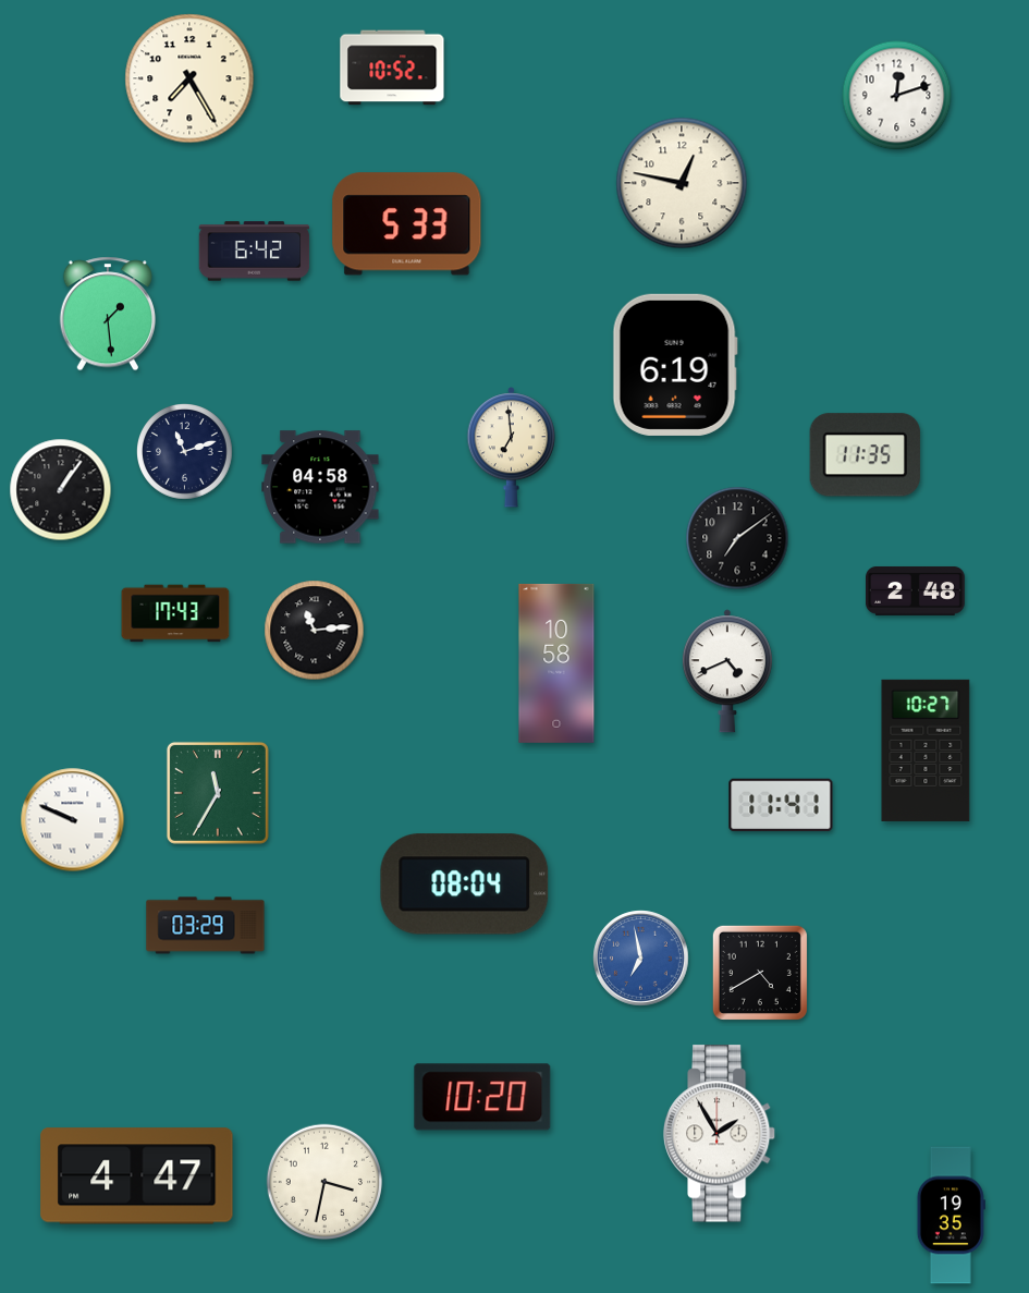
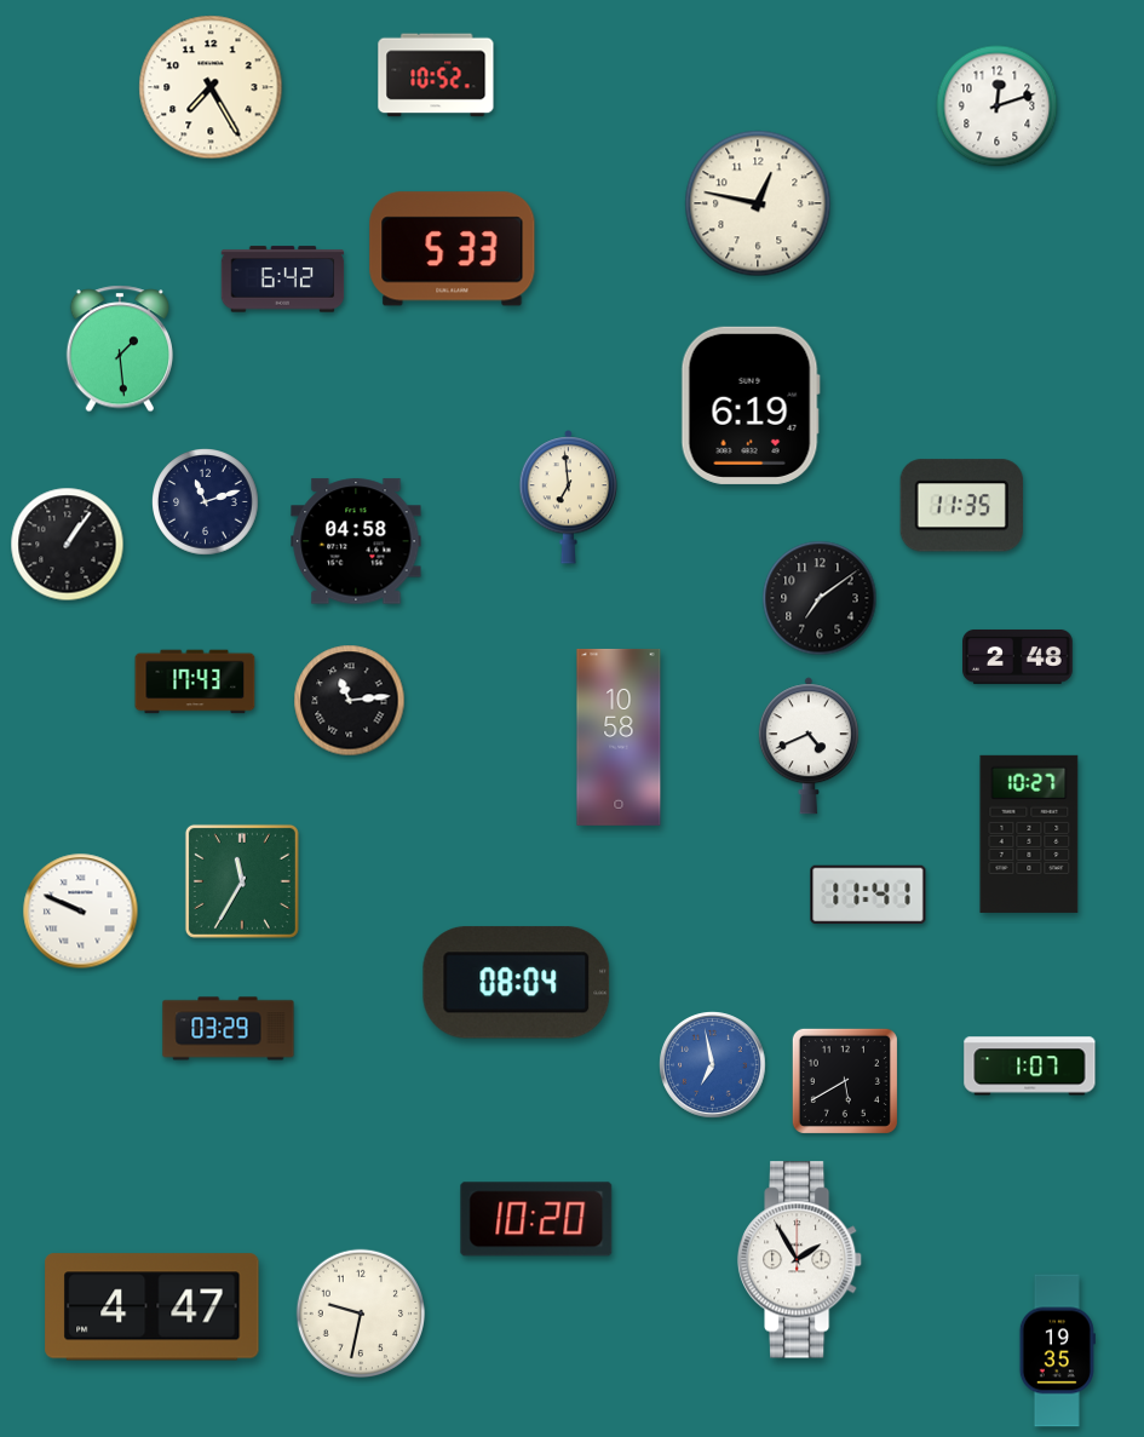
clock at (1030, 1067): none -> 1:07
clock at (760, 973): 4:40 -> 5:40
clock at (324, 1182): 3:32 -> 9:32
